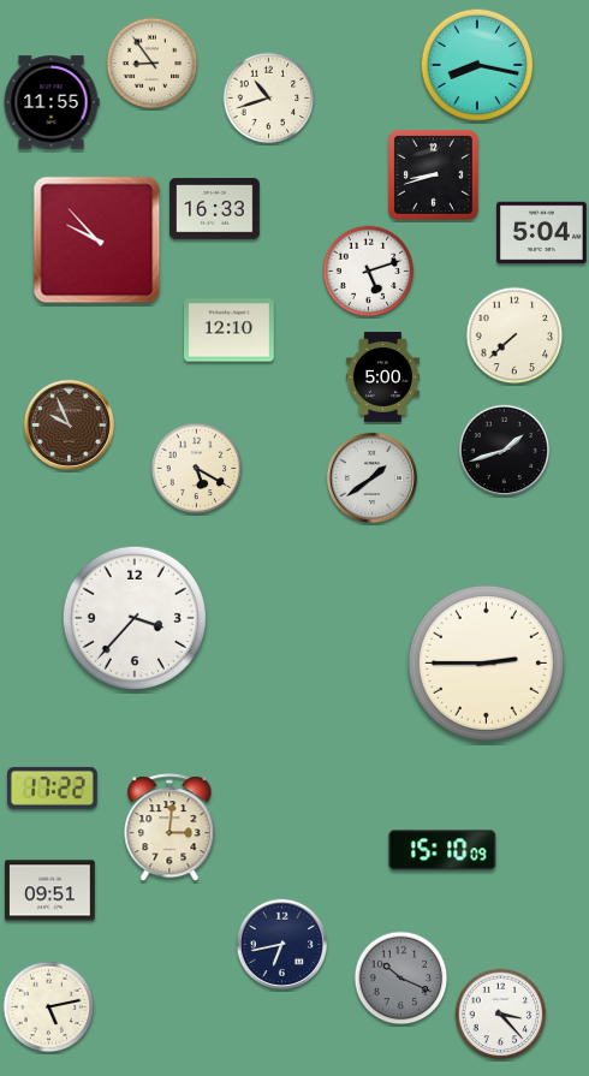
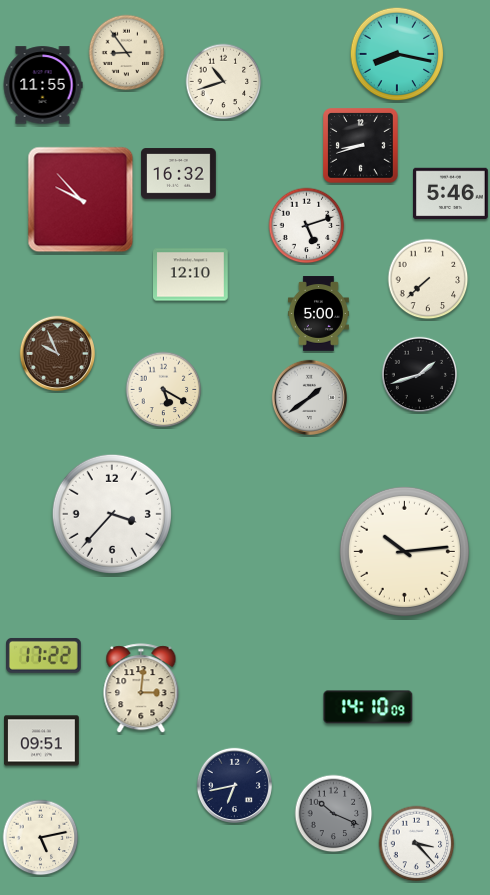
clock at (215, 209): 16:33 -> 16:32
clock at (542, 233): 5:04 -> 5:46
clock at (486, 662): 2:45 -> 10:14
clock at (442, 850): 15:10 -> 14:10
